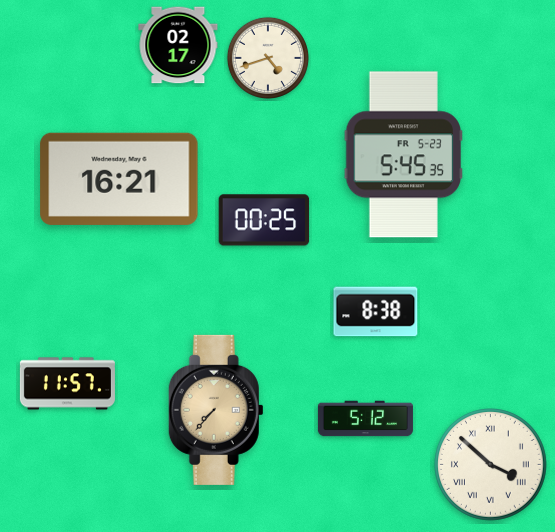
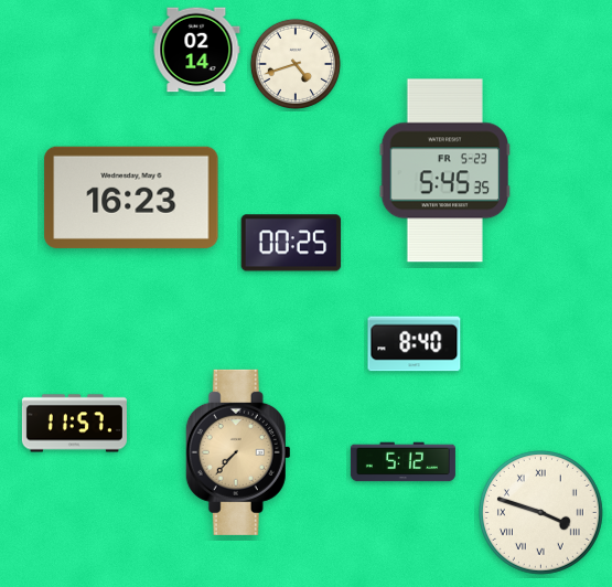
clock at (178, 45): 02:17 -> 02:14
clock at (119, 179): 16:21 -> 16:23
clock at (376, 312): 8:38 -> 8:40
clock at (491, 465): 3:52 -> 3:48
